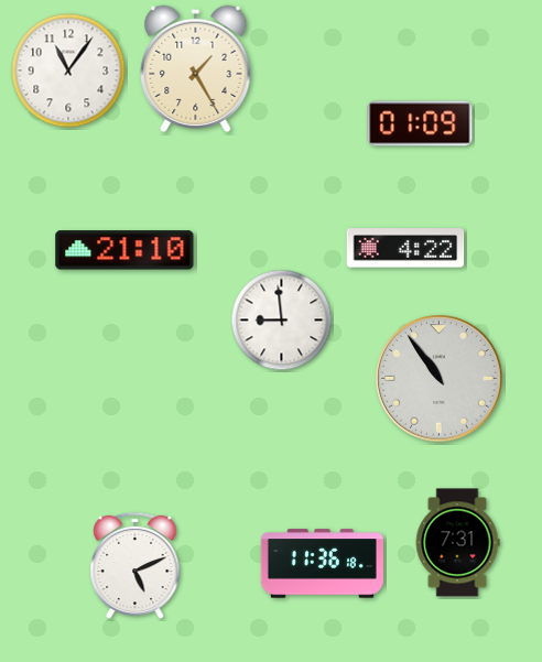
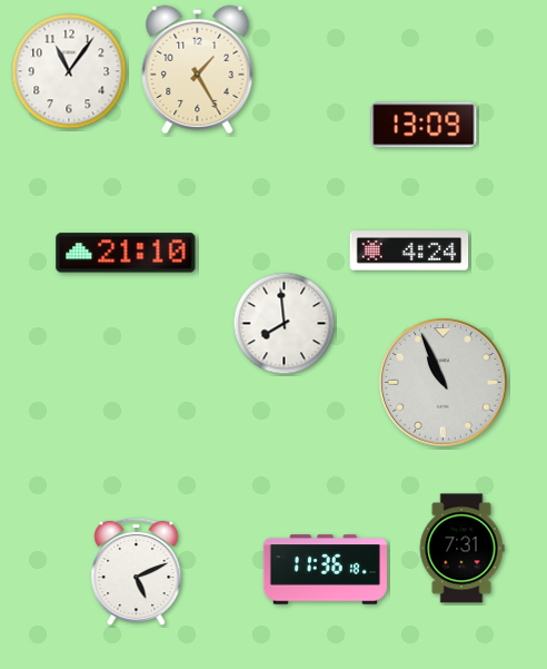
clock at (420, 123): 01:09 -> 13:09
clock at (405, 248): 4:22 -> 4:24
clock at (282, 321): 8:59 -> 7:59
clock at (440, 379): 10:54 -> 10:56
